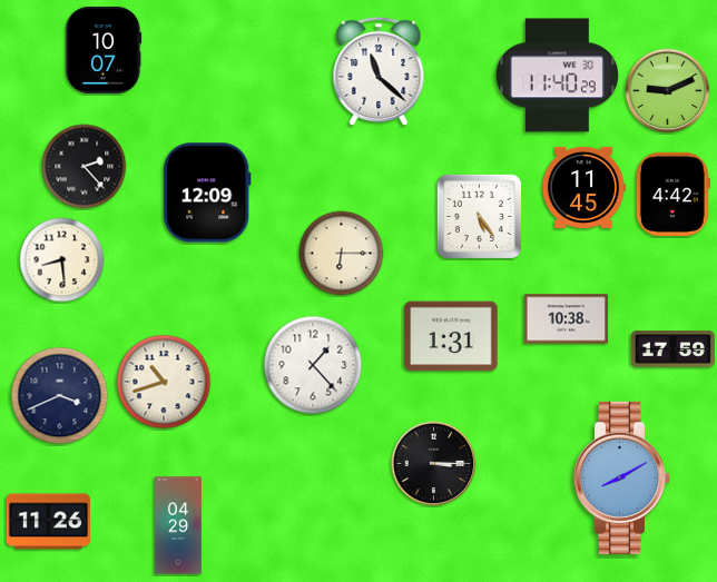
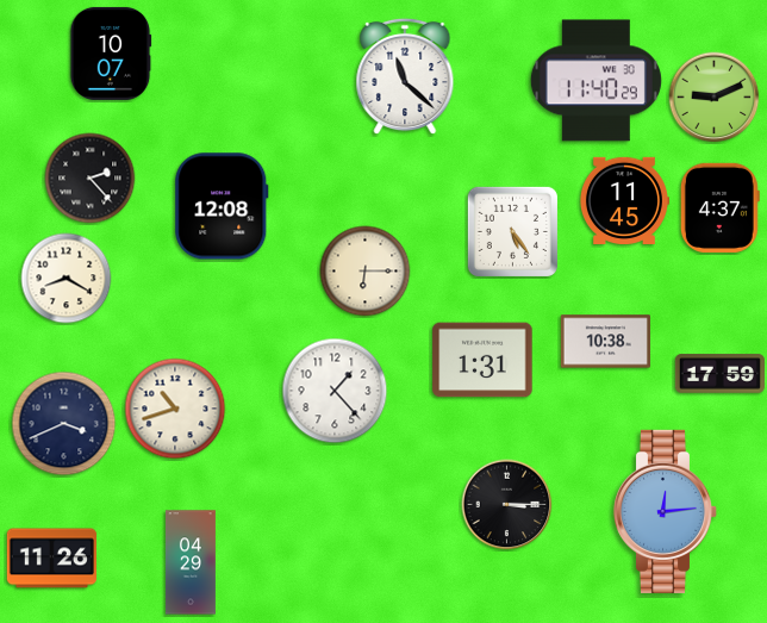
clock at (207, 193): 12:09 -> 12:08
clock at (672, 194): 4:42 -> 4:37
clock at (62, 260): 8:29 -> 8:20
clock at (434, 464) position: (434, 464) -> (507, 505)
clock at (622, 477): 8:10 -> 12:14
